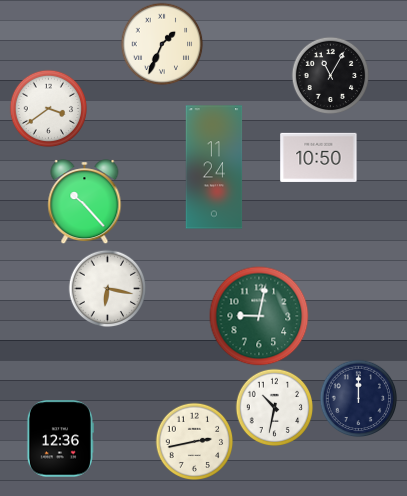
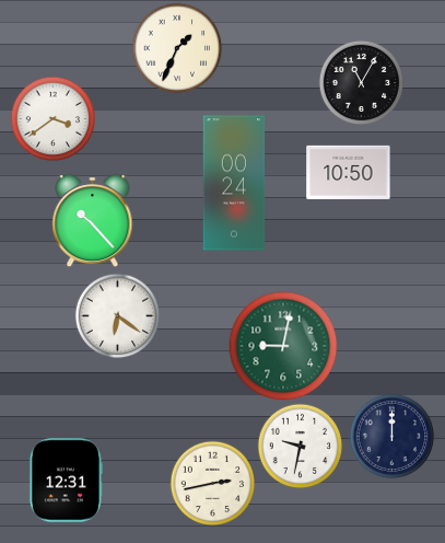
clock at (214, 167): 11:24 -> 00:24
clock at (107, 288): 6:17 -> 6:21
clock at (274, 407): 10:32 -> 9:32
clock at (60, 439): 12:36 -> 12:31
